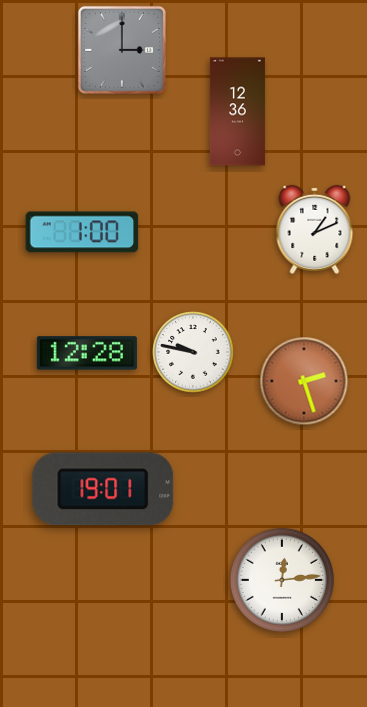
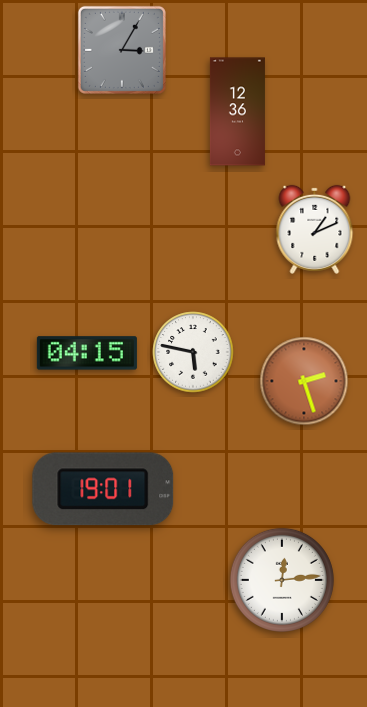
clock at (122, 50): 3:00 -> 3:05
clock at (82, 232): 1:00 -> none
clock at (193, 352): 9:47 -> 5:47
clock at (87, 353): 12:28 -> 04:15
